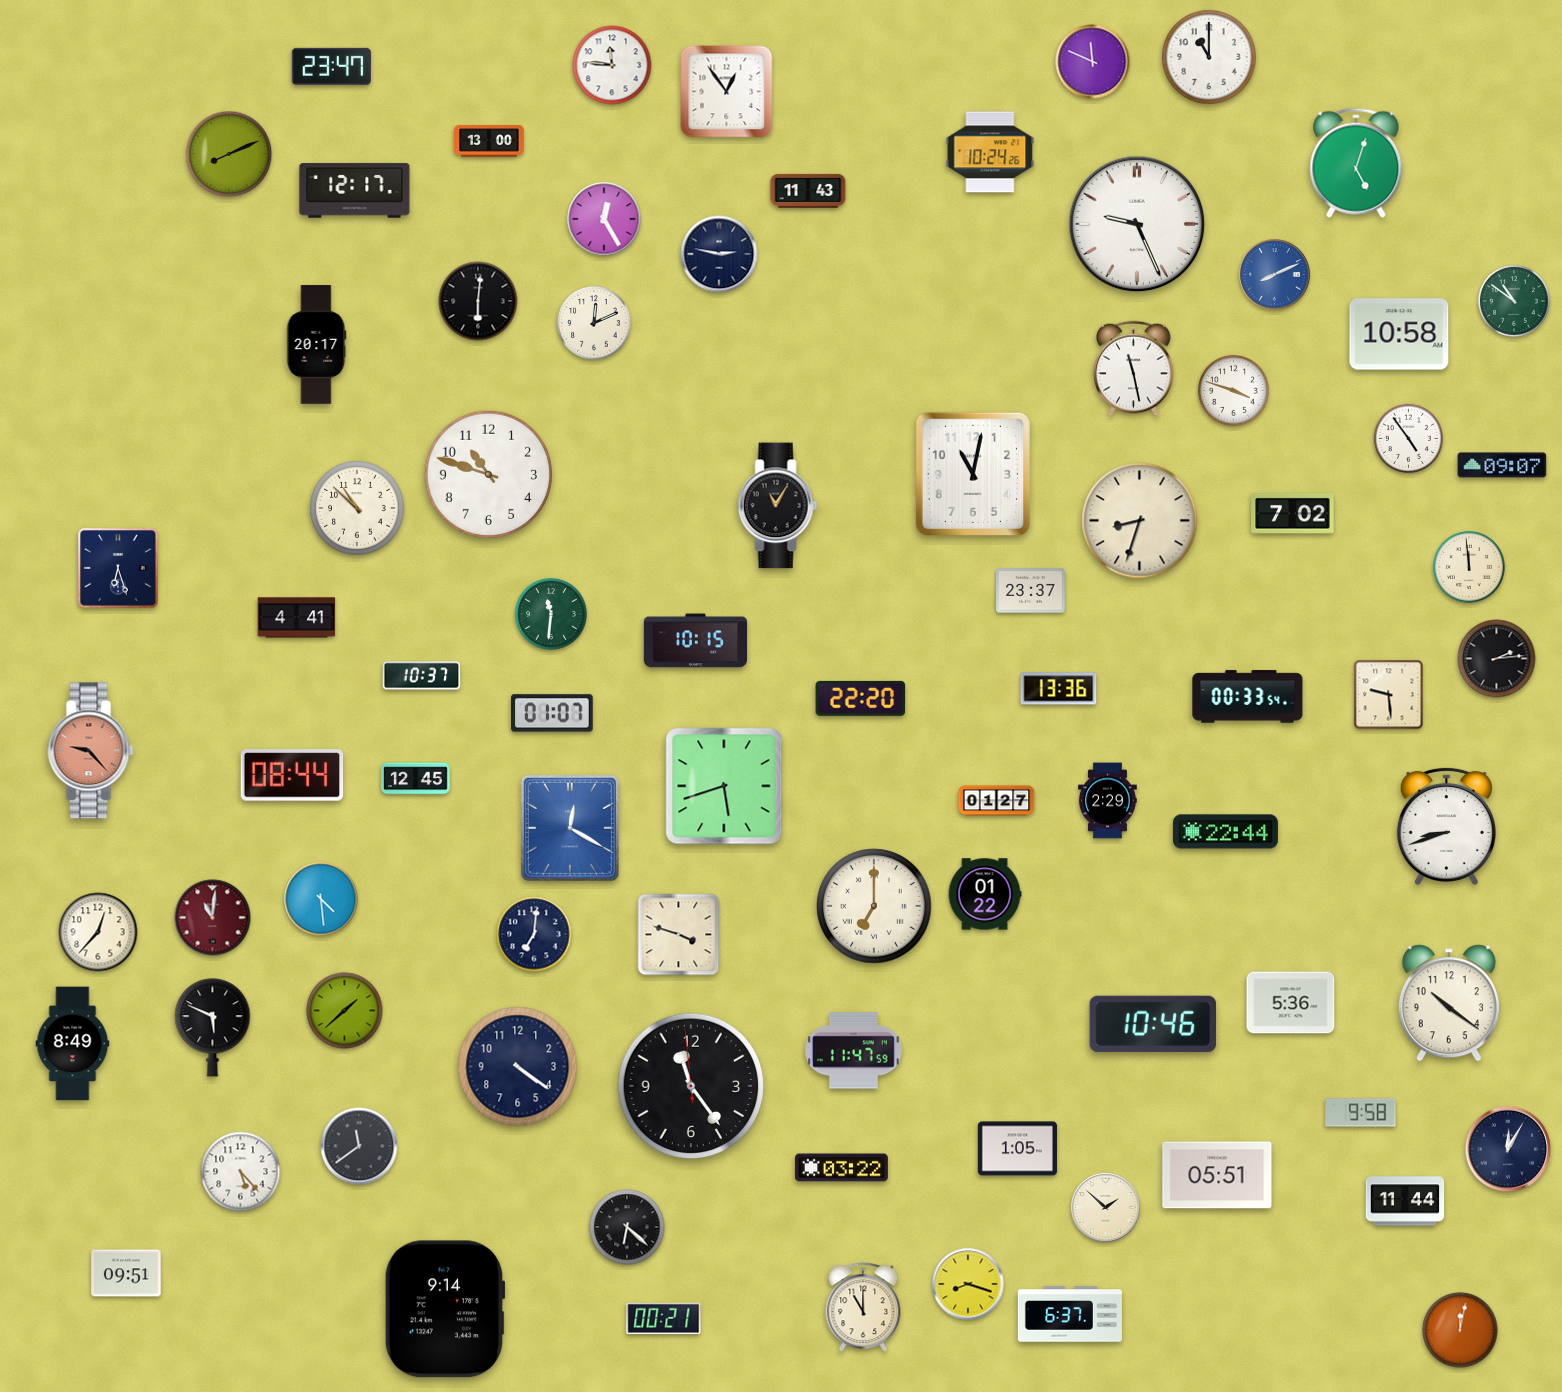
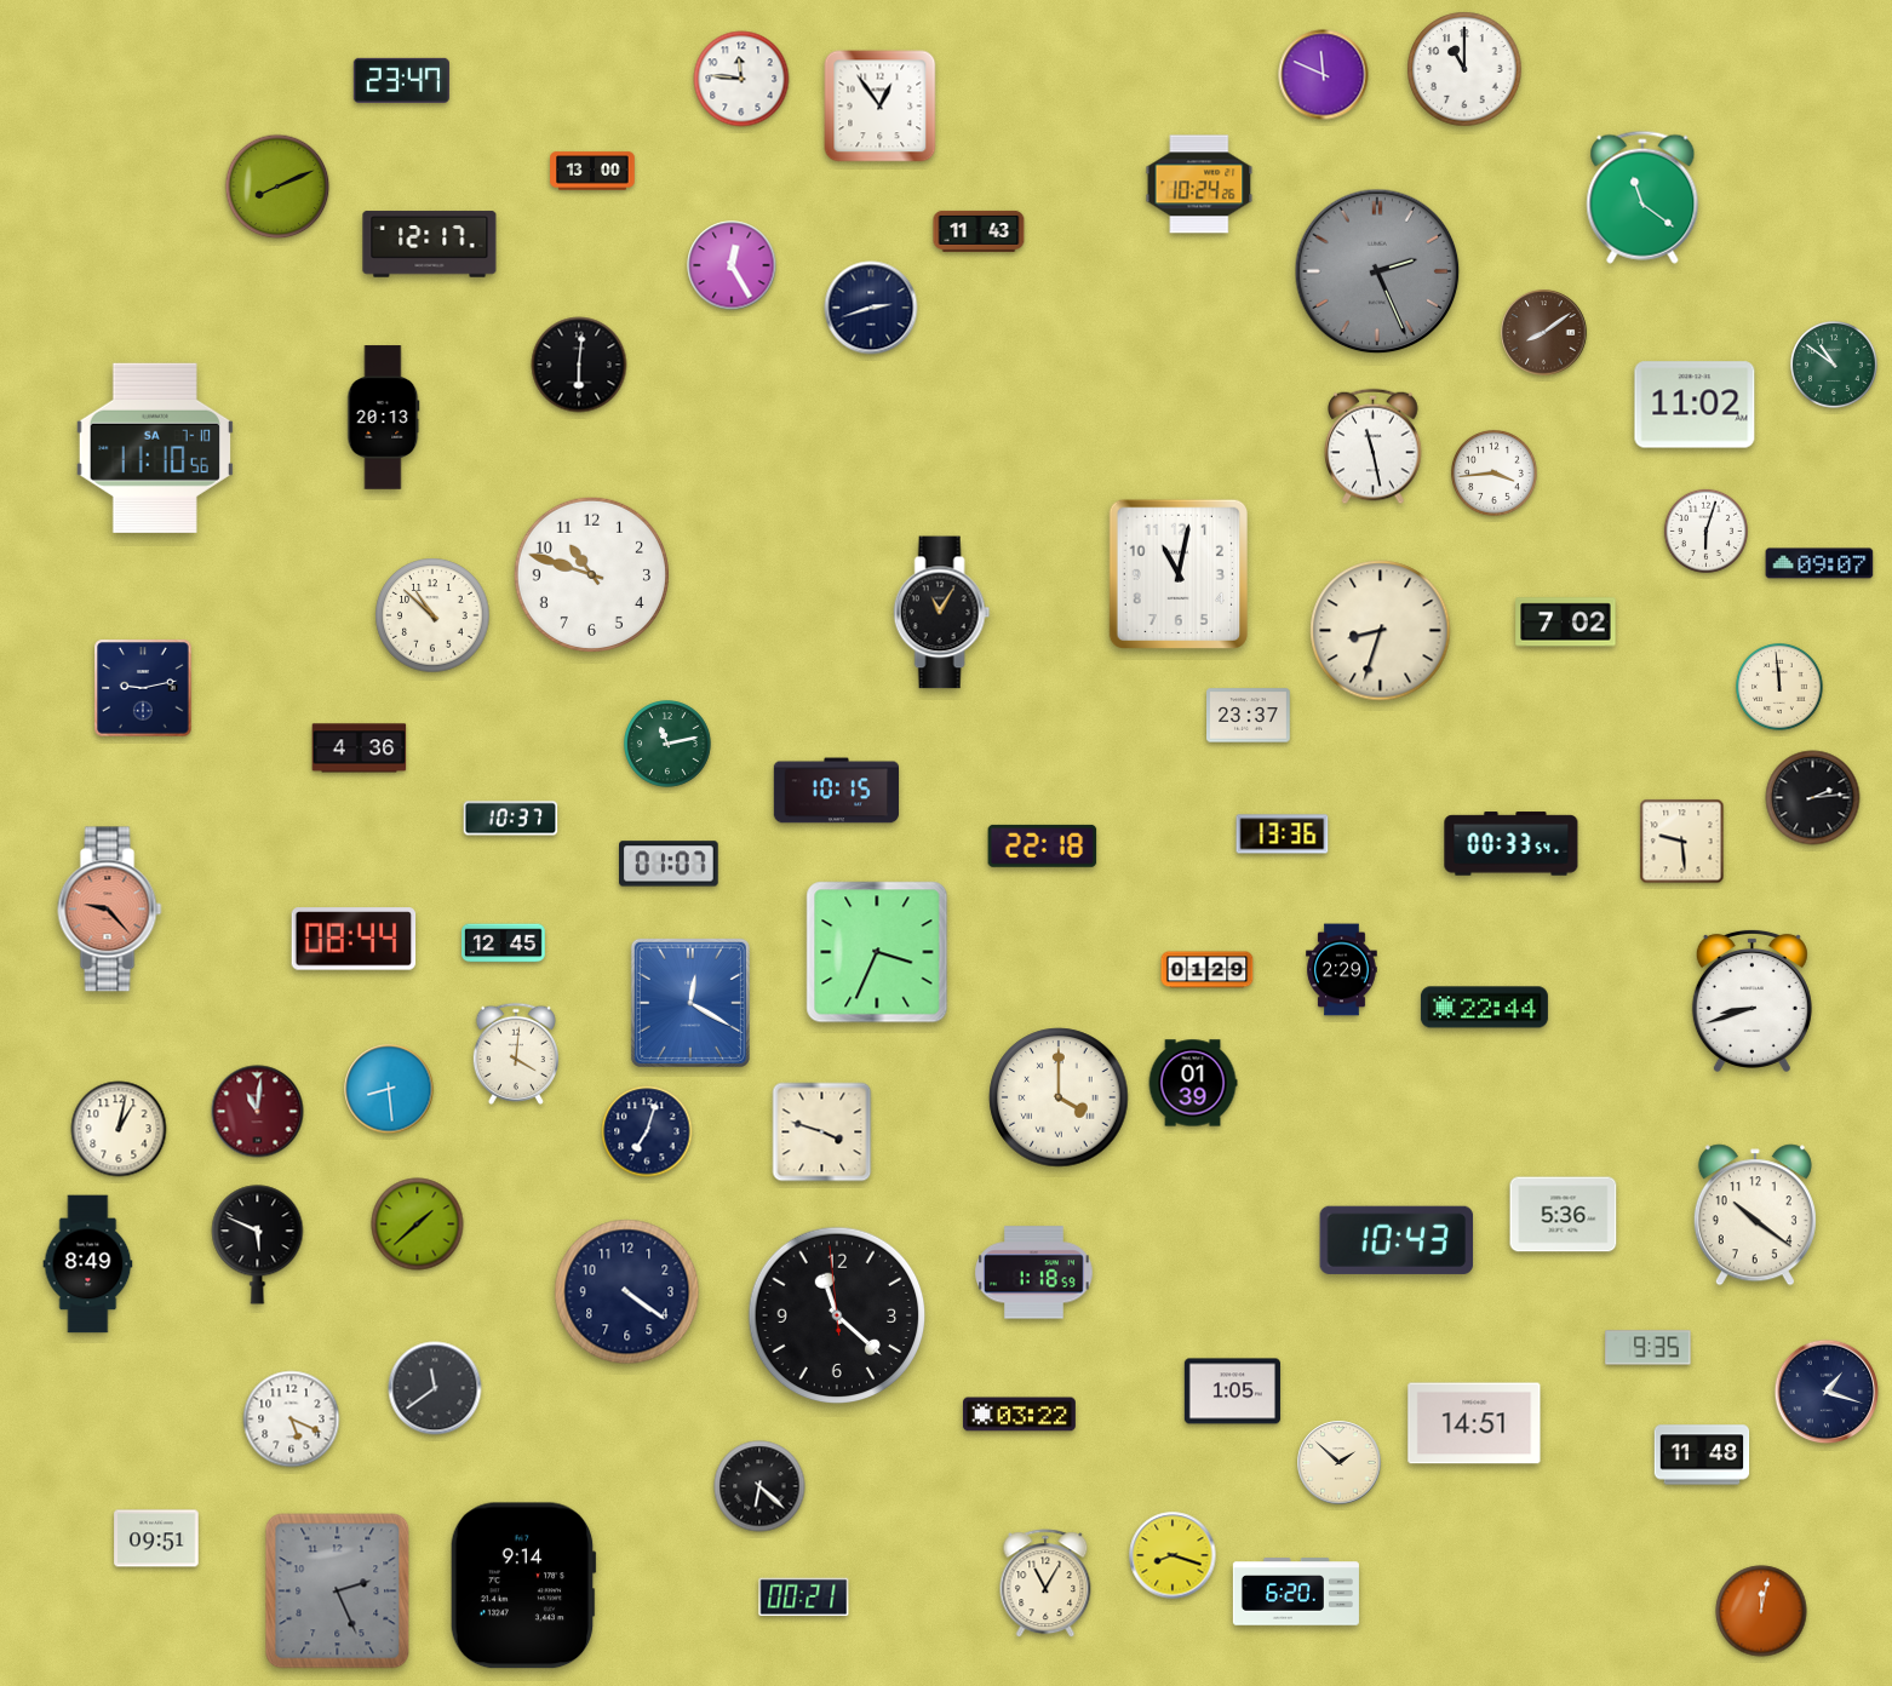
clock at (727, 92) position: (727, 92) -> (881, 107)
clock at (1356, 163): 5:03 -> 11:21
clock at (355, 191) position: (355, 191) -> (430, 245)
clock at (1137, 224): 9:26 -> 2:26
clock at (1137, 224) dial: white -> grey
clock at (719, 254): 2:47 -> 2:42
clock at (1275, 275): 8:11 -> 8:09
clock at (1275, 275) dial: blue -> brown
clock at (594, 323): 12:11 -> none
clock at (1399, 334): 10:58 -> 11:02
clock at (317, 345): 20:17 -> 20:13
clock at (155, 448): none -> 11:10
clock at (1233, 390): 3:48 -> 3:44
clock at (1408, 438): 4:54 -> 6:03
clock at (118, 568): 6:27 -> 9:13
clock at (552, 615): 11:31 -> 11:13
clock at (297, 618): 4:41 -> 4:36
clock at (696, 641) position: (696, 641) -> (837, 791)
clock at (861, 698): 22:20 -> 22:18
clock at (724, 786): 5:42 -> 3:34
clock at (997, 801): 01:27 -> 01:29
clock at (516, 1054): none -> 4:01
clock at (985, 894): 01:22 -> 01:39
clock at (321, 899): 4:29 -> 8:29
clock at (874, 906): 7:00 -> 4:00
clock at (98, 932): 12:37 -> 1:02
clock at (534, 934): 7:01 -> 7:03
clock at (1153, 1024): 10:46 -> 10:43
clock at (854, 1051): 11:47 -> 1:18
clock at (691, 1086): 11:23 -> 11:21
clock at (1361, 1113): 9:58 -> 9:35
clock at (1508, 1149): 12:05 -> 1:18
clock at (241, 1172): 5:23 -> 5:19
clock at (1217, 1175): 05:51 -> 14:51
clock at (1405, 1201): 11:44 -> 11:48
clock at (126, 1273) position: (126, 1273) -> (156, 1538)
clock at (863, 1308): 11:00 -> 11:05
clock at (445, 1309) position: (445, 1309) -> (523, 1585)
clock at (338, 1592): none -> 2:26
clock at (1070, 1314): 6:37 -> 6:20
clock at (1460, 1330) position: (1460, 1330) -> (1761, 1611)
